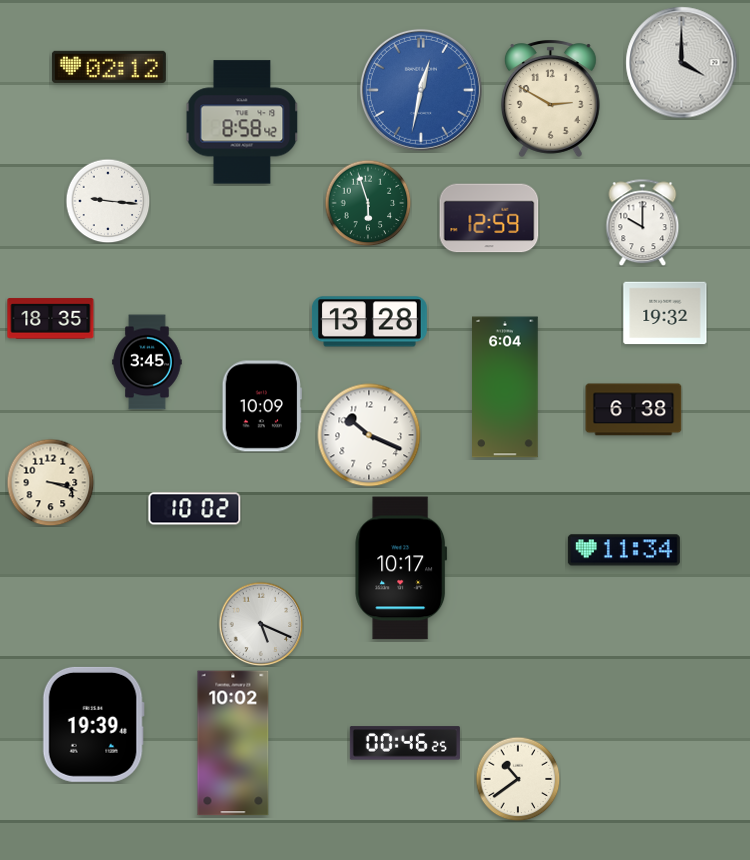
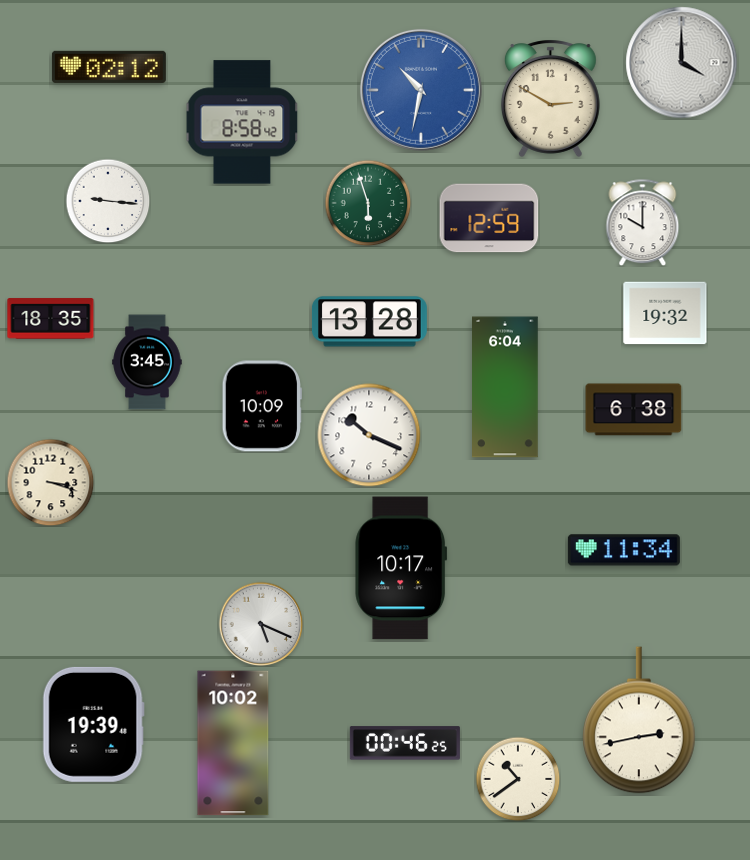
clock at (421, 90): 12:32 -> 10:32
clock at (195, 509): 10:02 -> none
clock at (640, 720): none -> 2:43
